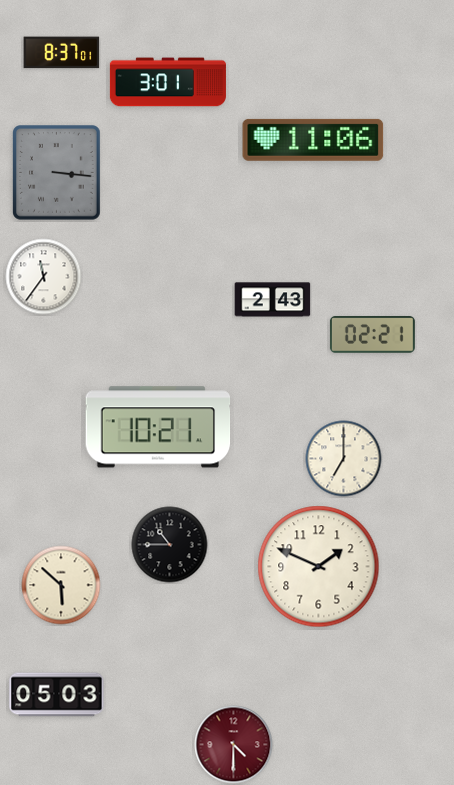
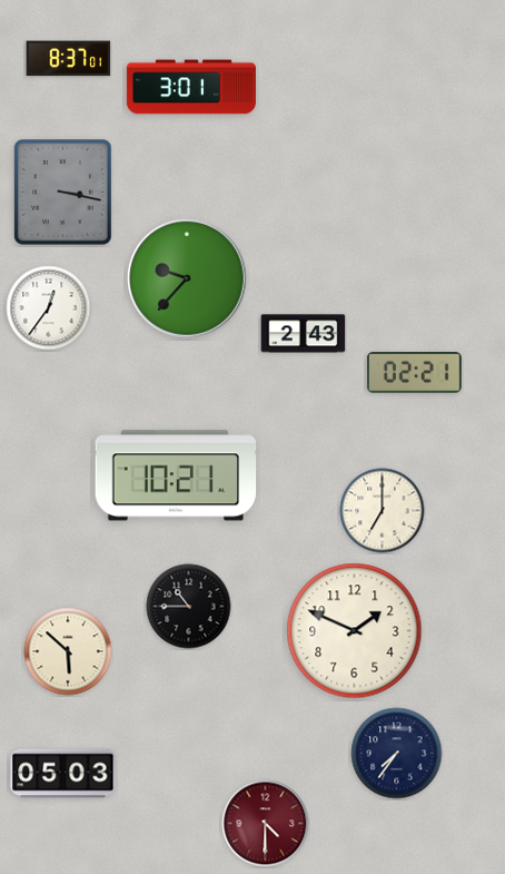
clock at (168, 82) position: (168, 82) -> (191, 87)
clock at (313, 140): 11:06 -> none
clock at (57, 173): 3:16 -> 3:17
clock at (187, 278): none -> 9:37
clock at (44, 277): 11:36 -> 12:36
clock at (397, 754): none -> 7:36
clock at (234, 745) position: (234, 745) -> (266, 824)
